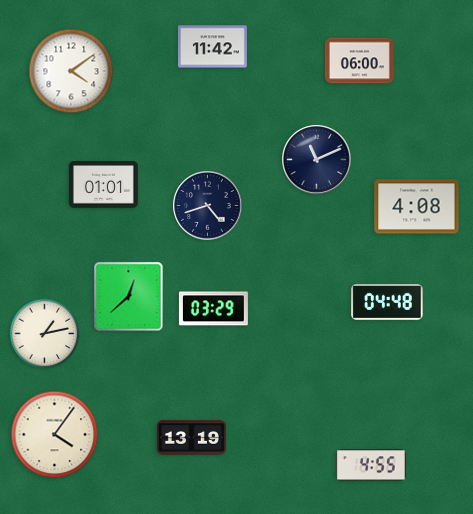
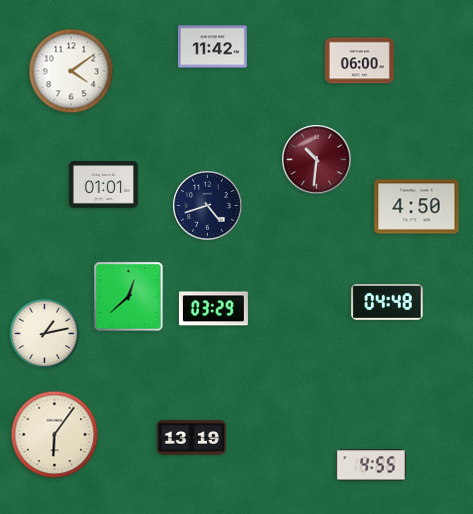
clock at (317, 160): 11:11 -> 10:31
clock at (317, 160) dial: navy -> burgundy
clock at (417, 207): 4:08 -> 4:50
clock at (55, 435): 4:06 -> 6:06
